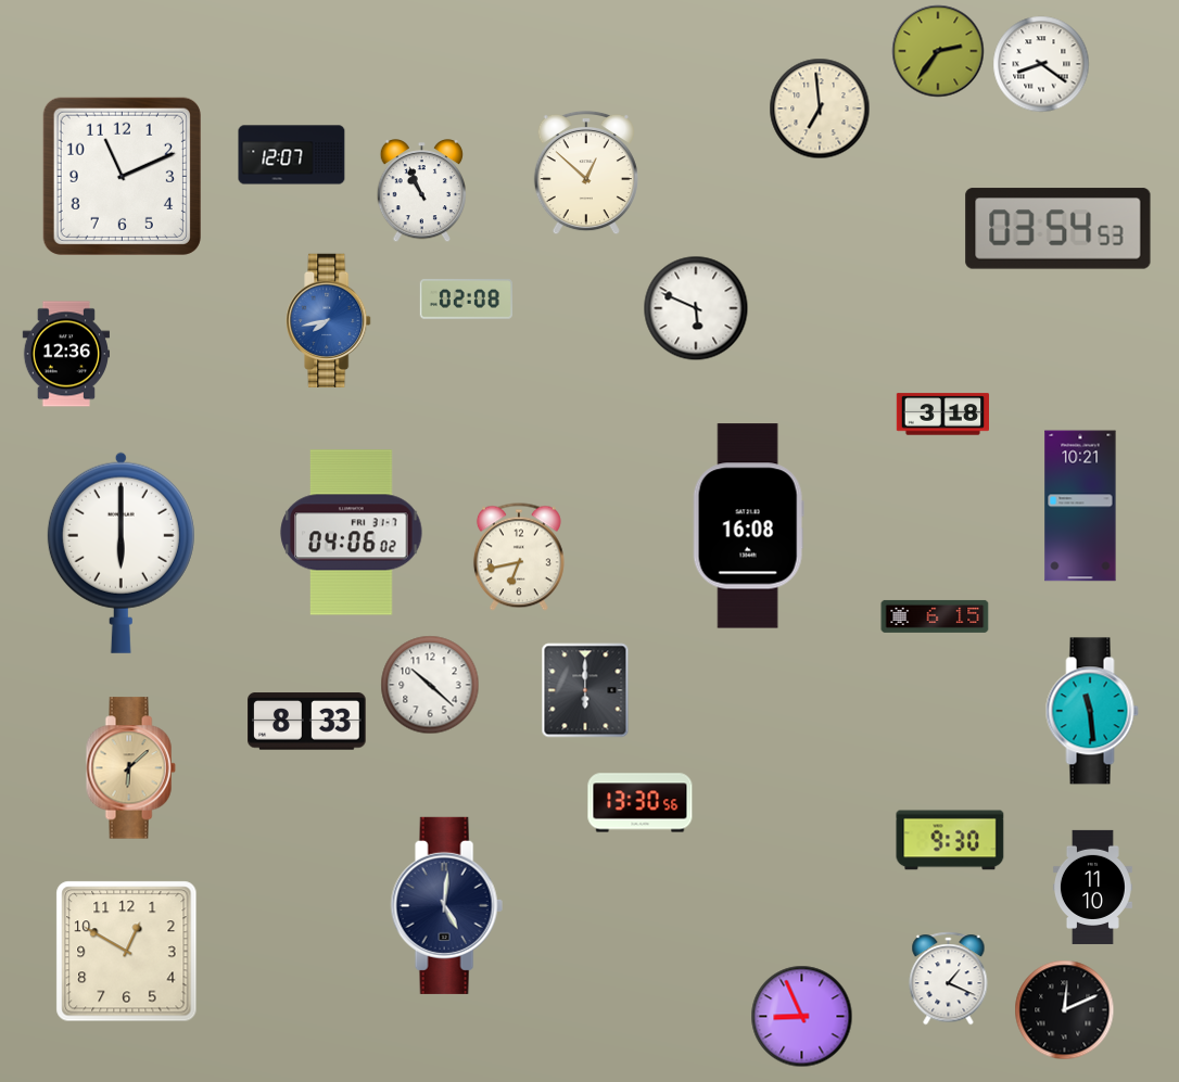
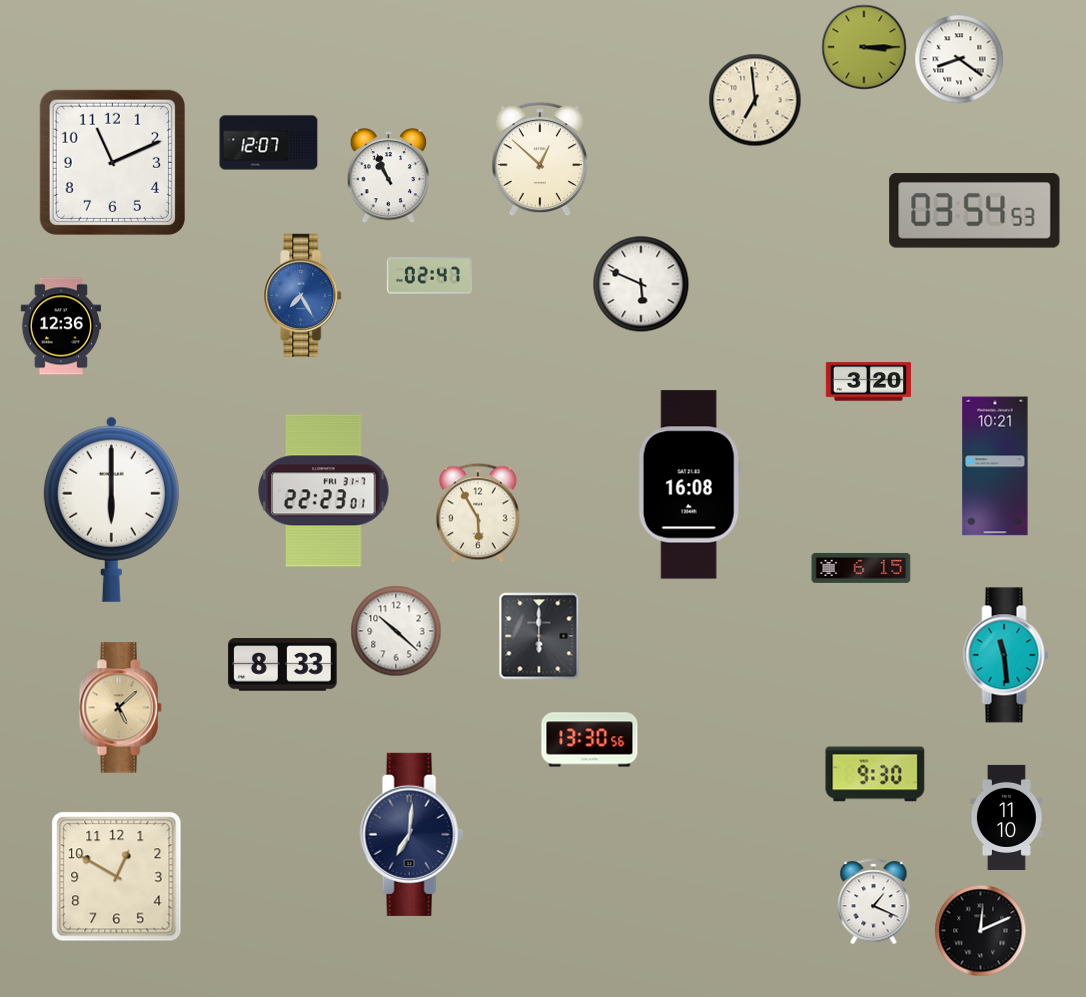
clock at (938, 51): 2:36 -> 3:15
clock at (466, 300): 02:08 -> 02:47
clock at (329, 320): 7:43 -> 7:25
clock at (942, 415): 3:18 -> 3:20
clock at (352, 533): 04:06 -> 22:23
clock at (519, 557): 6:43 -> 5:55
clock at (130, 768): 6:08 -> 5:08
clock at (446, 905): 5:01 -> 7:01
clock at (802, 1017): 8:56 -> none
